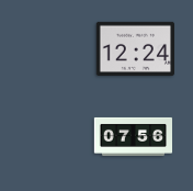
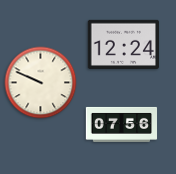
clock at (41, 83): none -> 9:49
